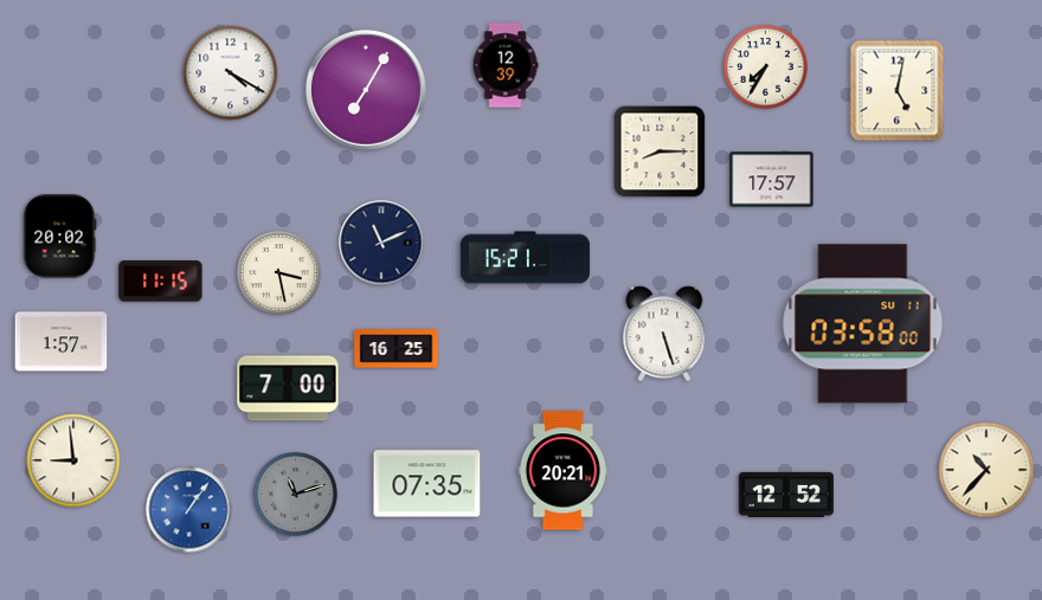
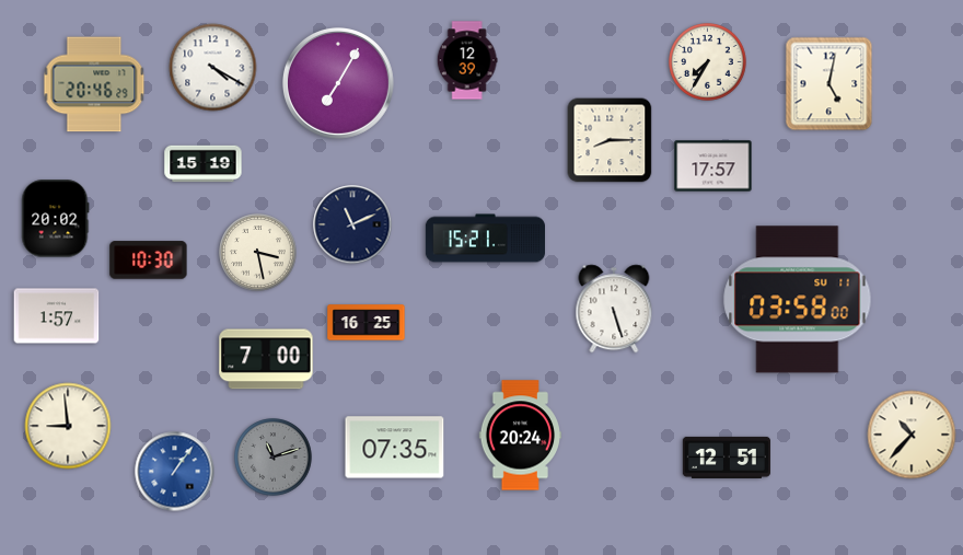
clock at (94, 84): none -> 20:46
clock at (204, 164): none -> 15:19
clock at (161, 282): 11:15 -> 10:30
clock at (562, 471): 20:21 -> 20:24
clock at (786, 495): 12:52 -> 12:51
